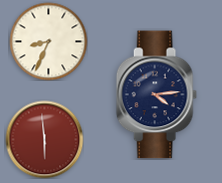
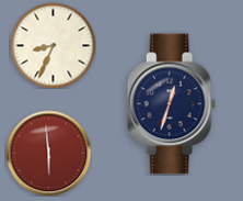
clock at (156, 95): 4:14 -> 12:33
